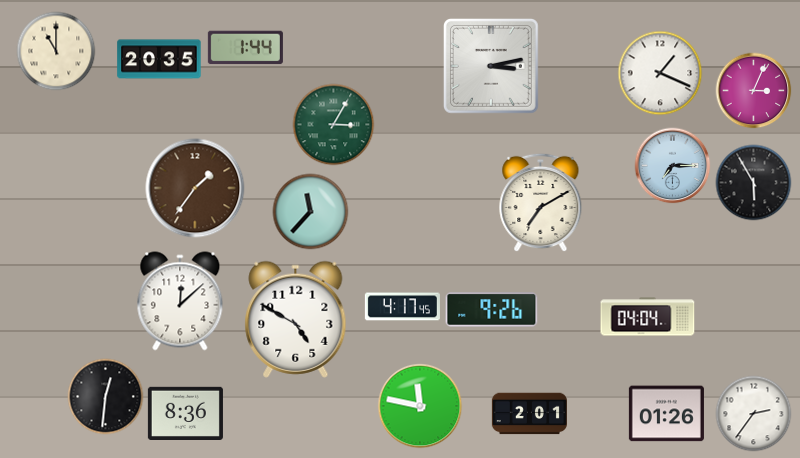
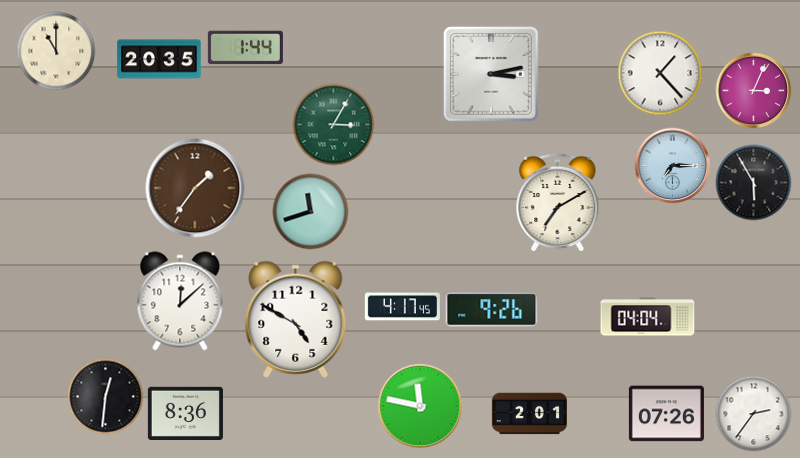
clock at (491, 66) position: (491, 66) -> (491, 74)
clock at (660, 73): 1:19 -> 1:23
clock at (541, 203) position: (541, 203) -> (558, 203)
clock at (311, 212): 11:37 -> 11:42
clock at (666, 414): 01:26 -> 07:26
